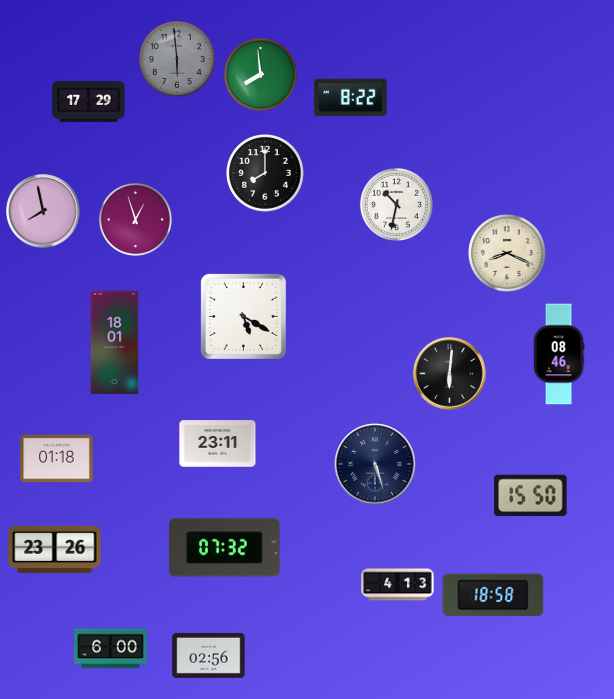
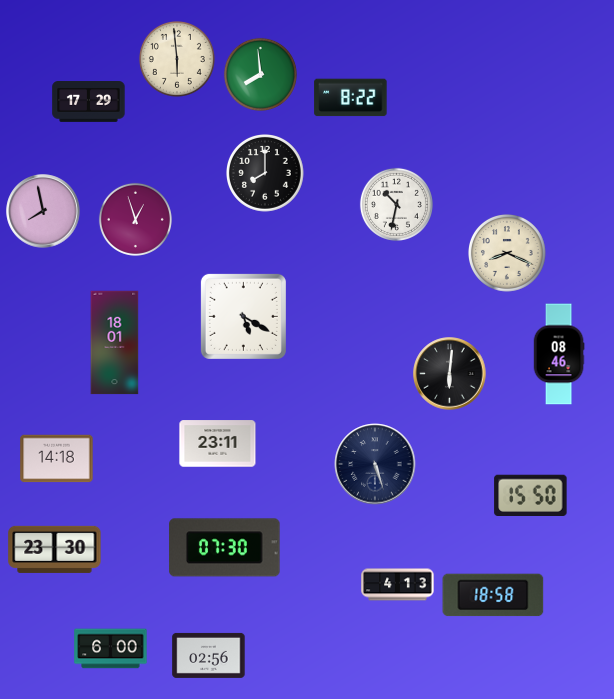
clock at (177, 59) dial: grey -> cream
clock at (57, 459): 01:18 -> 14:18
clock at (225, 548): 07:32 -> 07:30
clock at (55, 549): 23:26 -> 23:30
